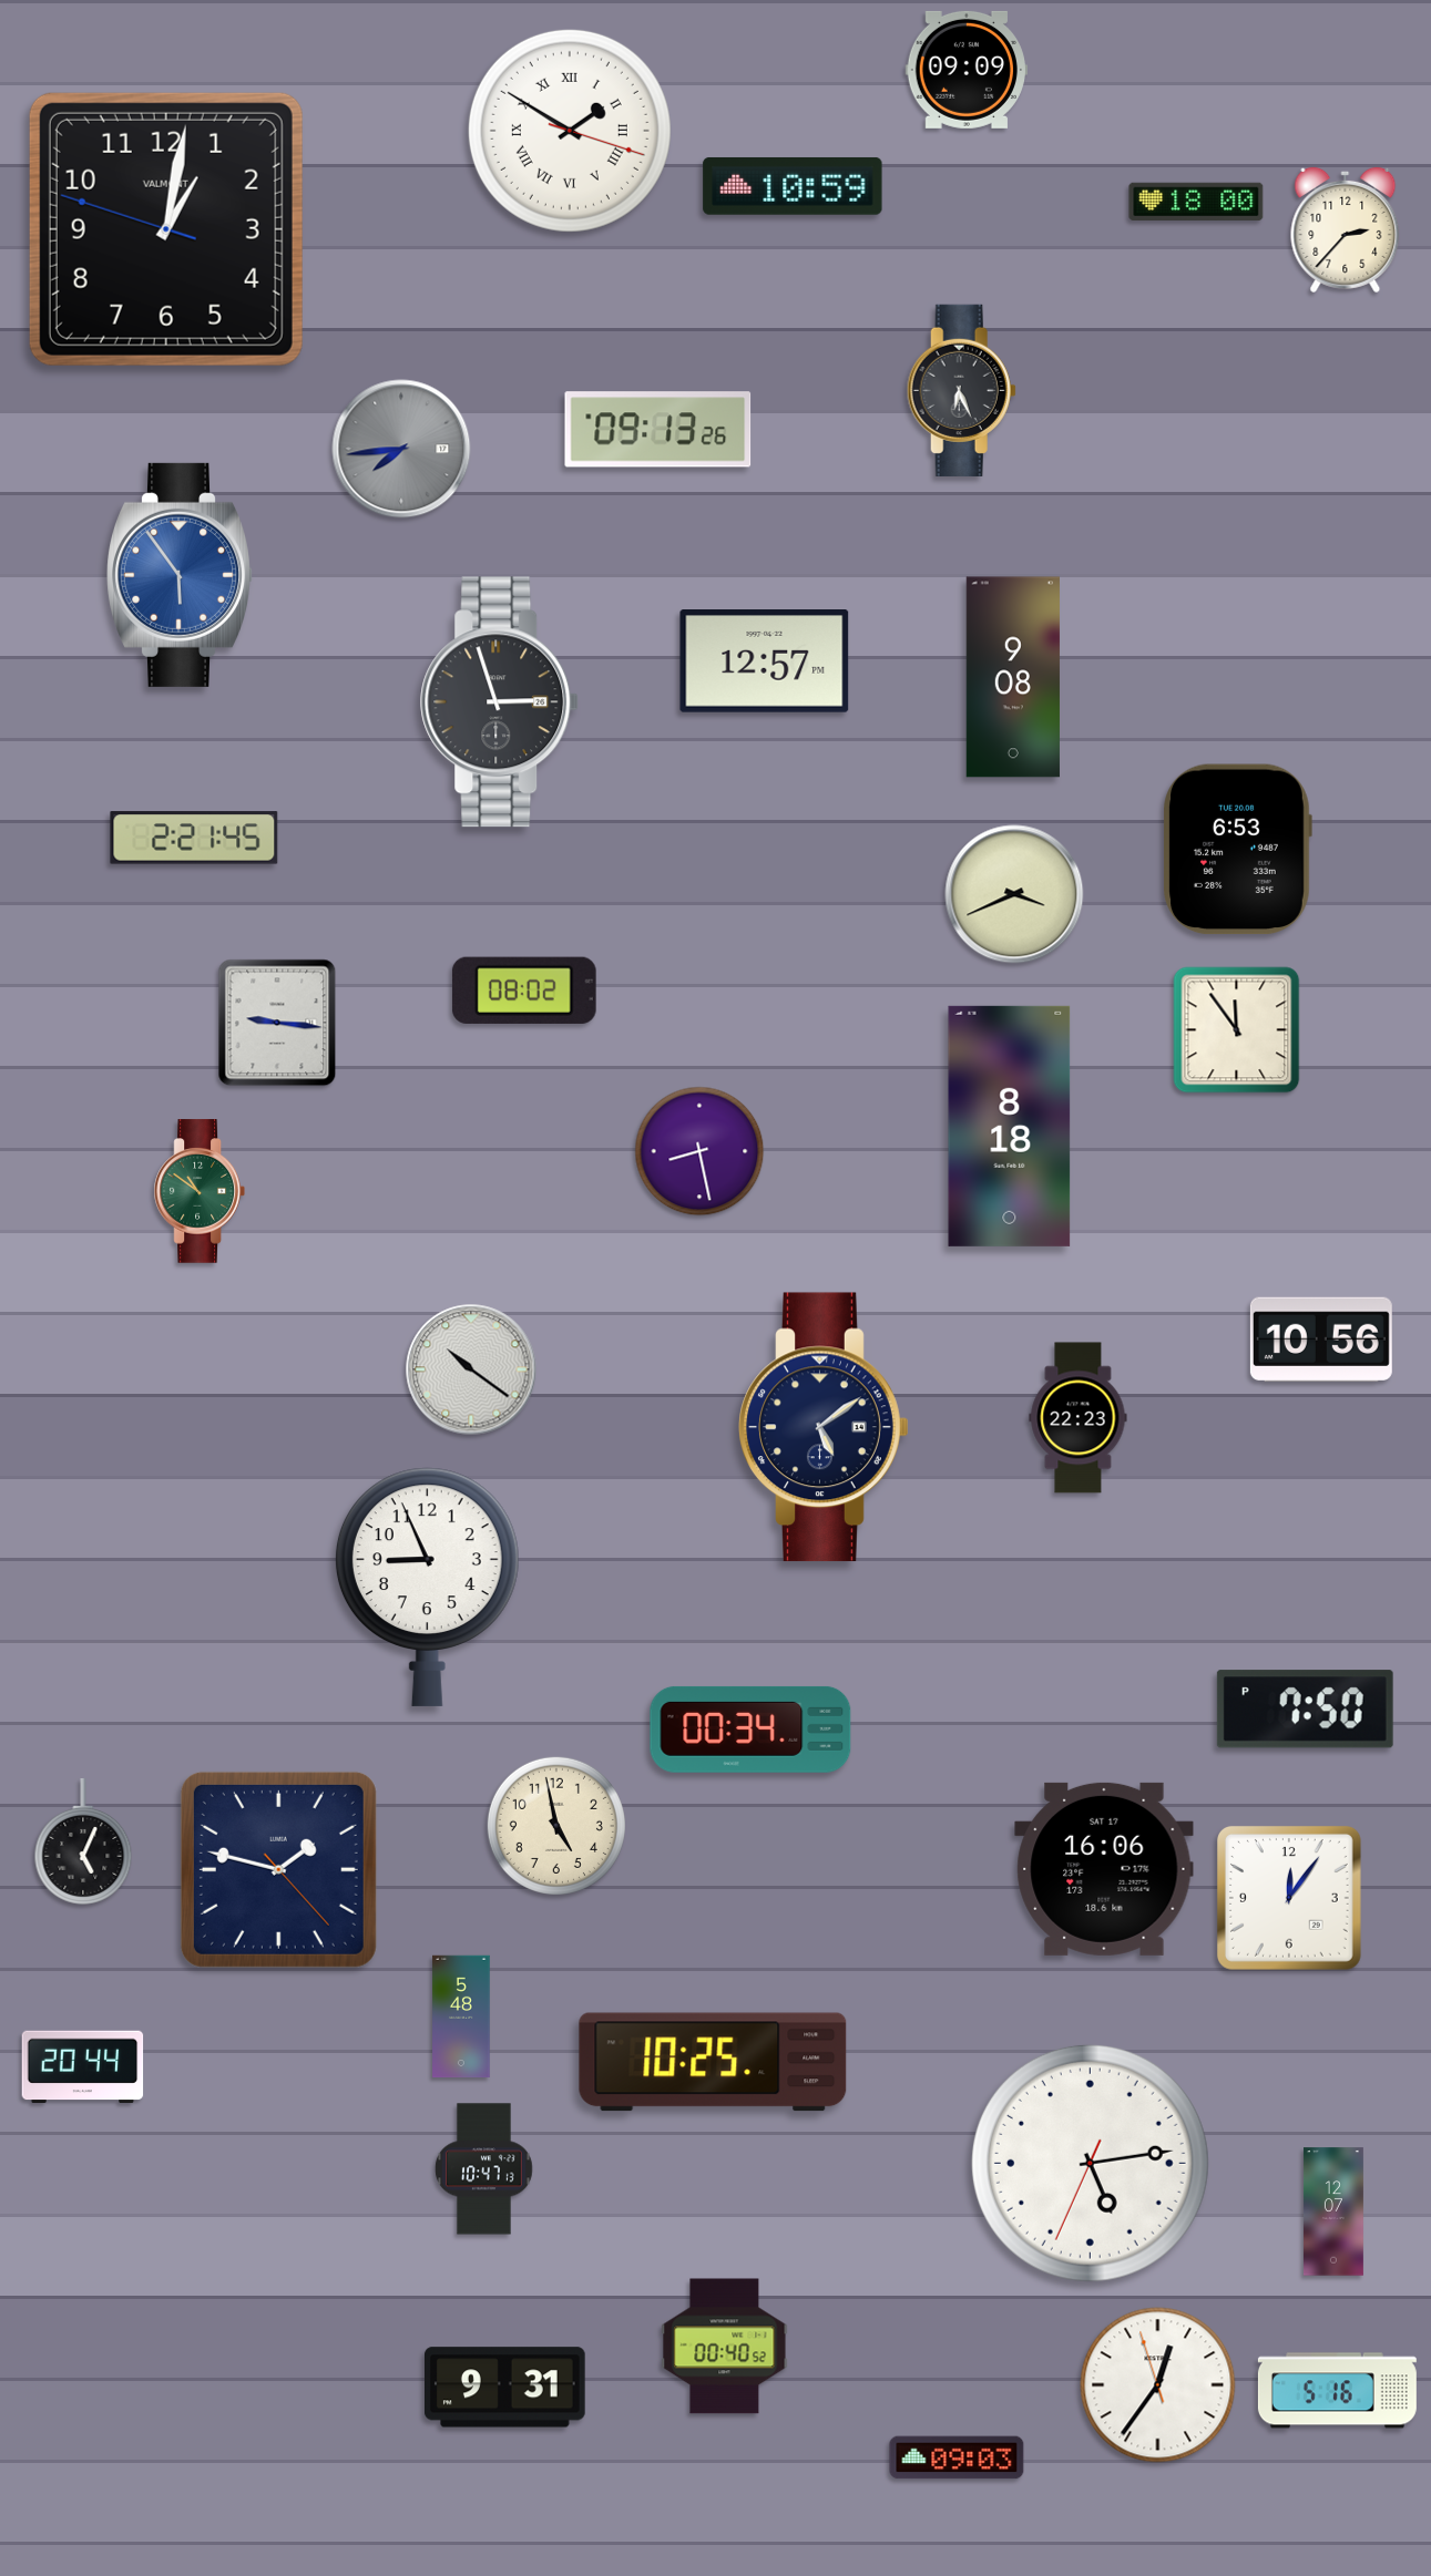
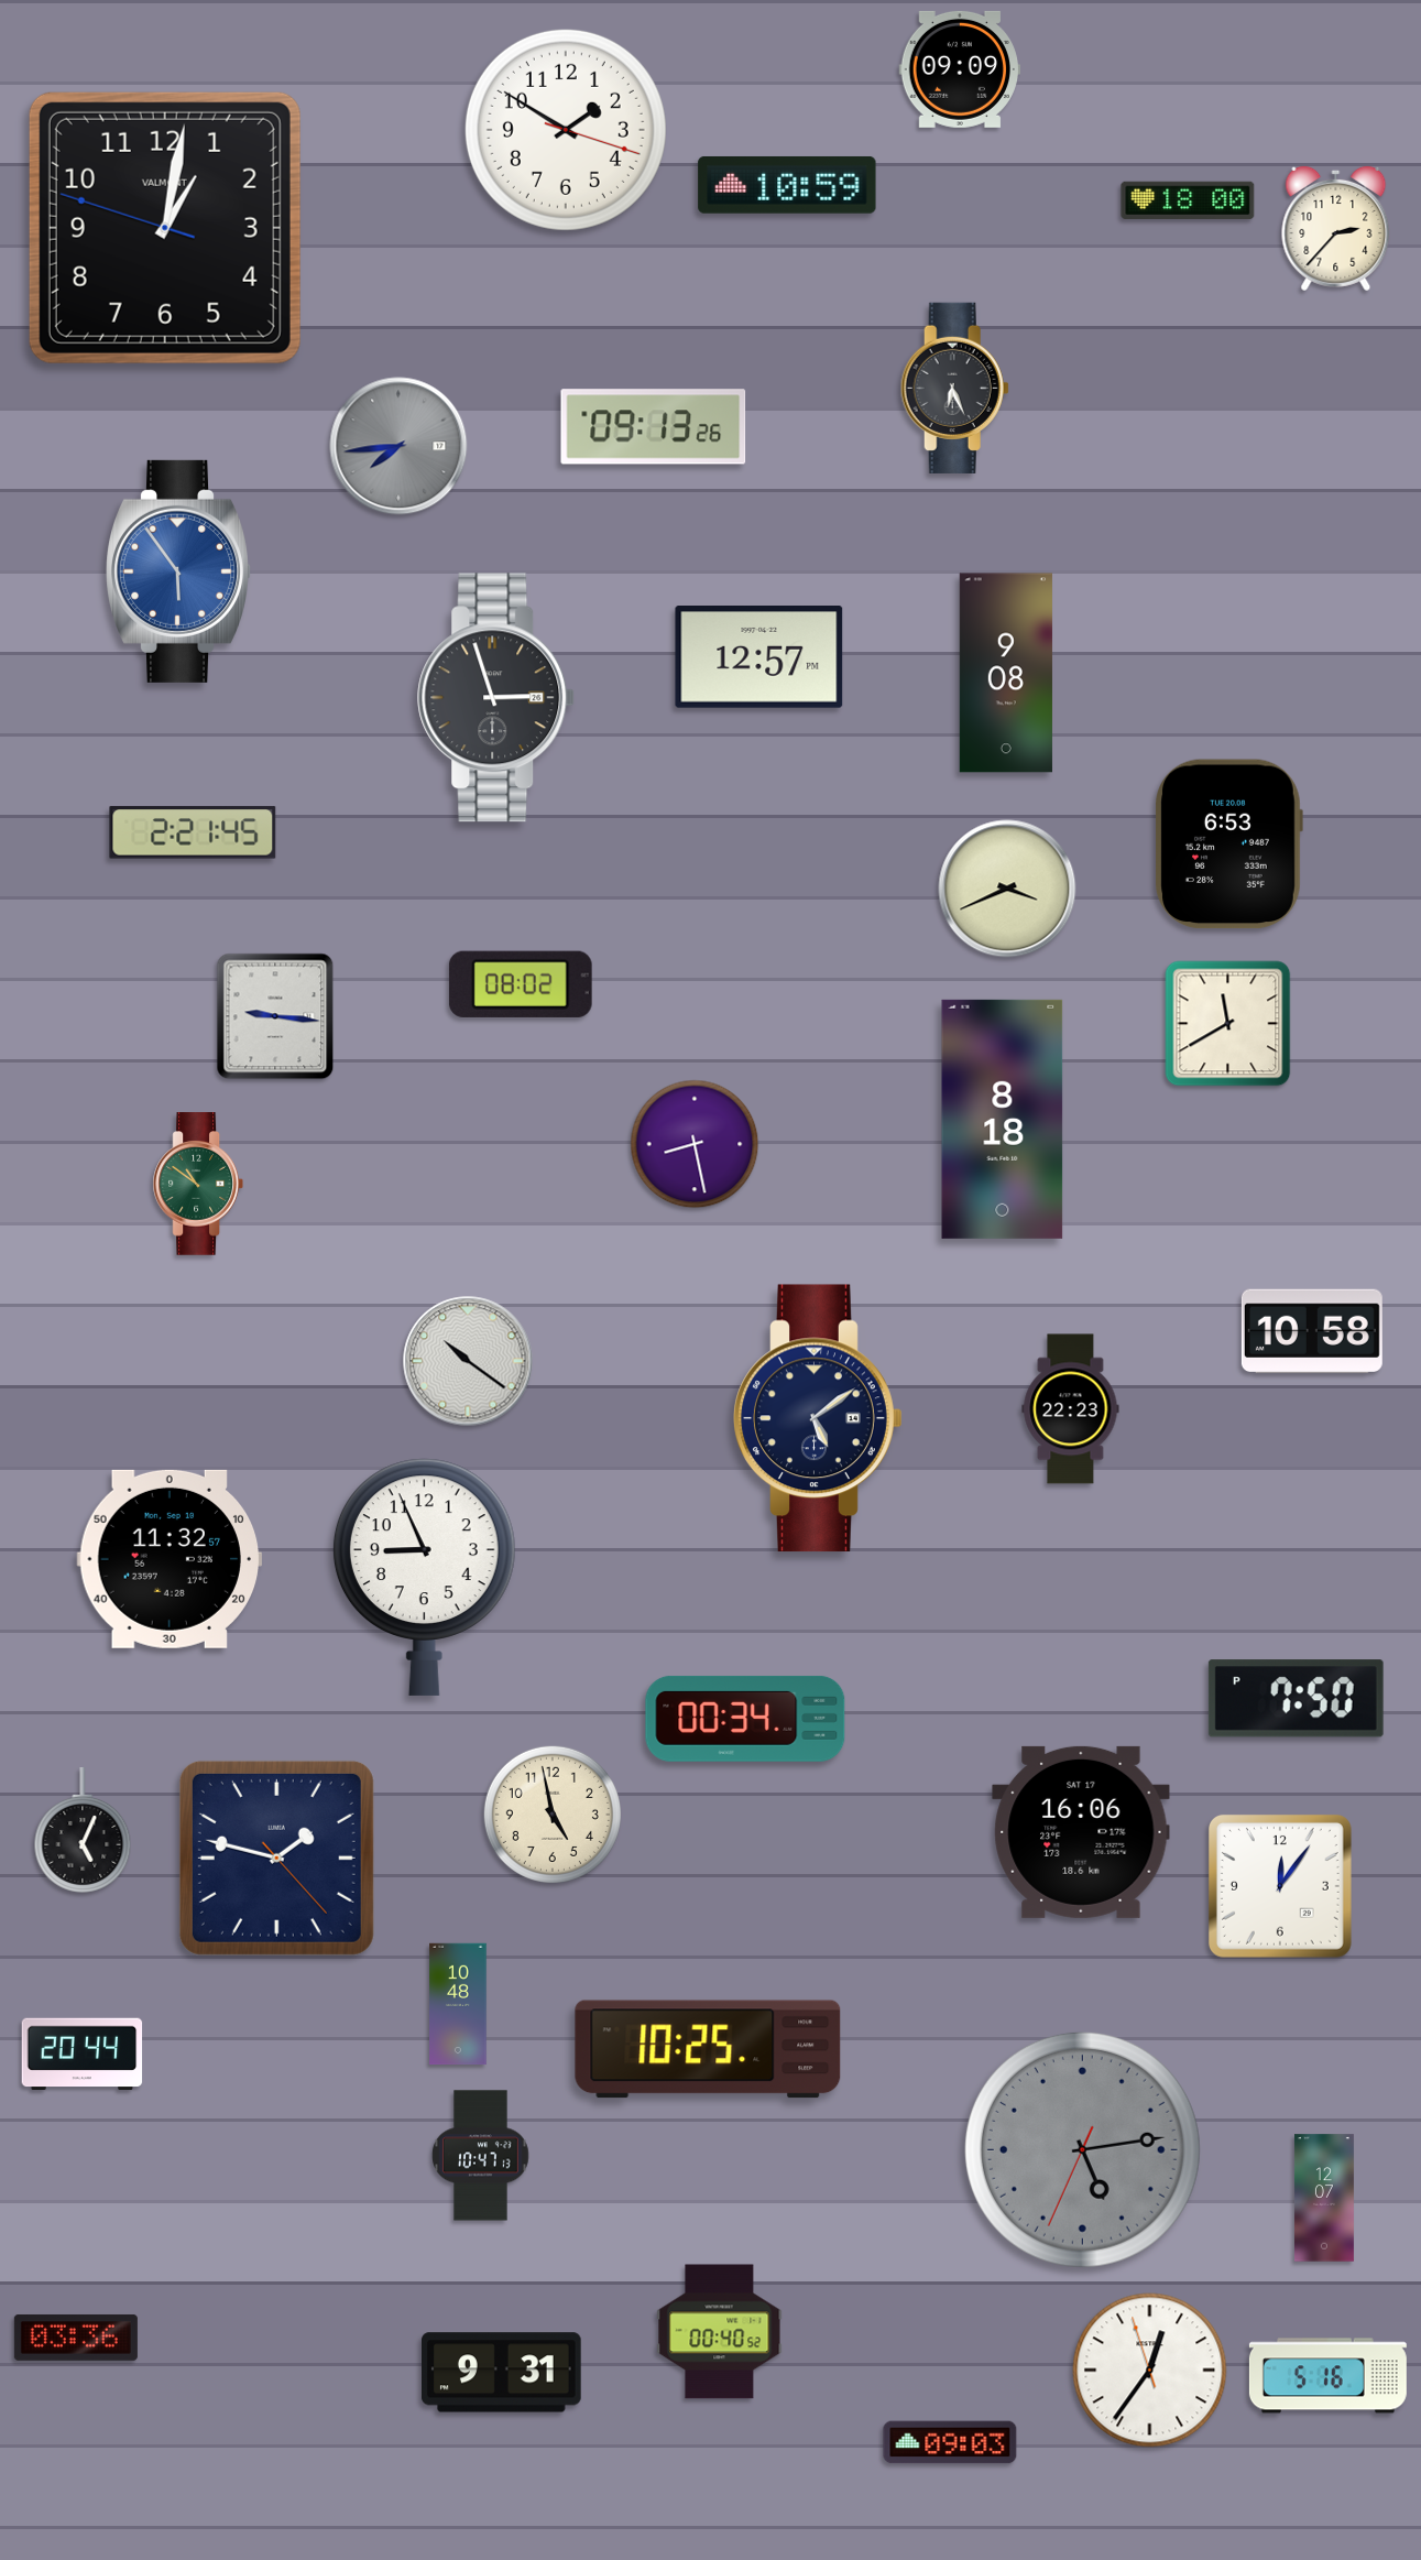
clock at (570, 131) numerals: Roman -> Arabic
clock at (1237, 1030): 11:54 -> 11:40
clock at (1321, 1338): 10:56 -> 10:58
clock at (170, 1559): none -> 11:32
clock at (1104, 1869) position: (1104, 1869) -> (1081, 1832)
clock at (461, 2016): 5:48 -> 10:48
clock at (1090, 2163) dial: white -> grey
clock at (76, 2338): none -> 03:36
